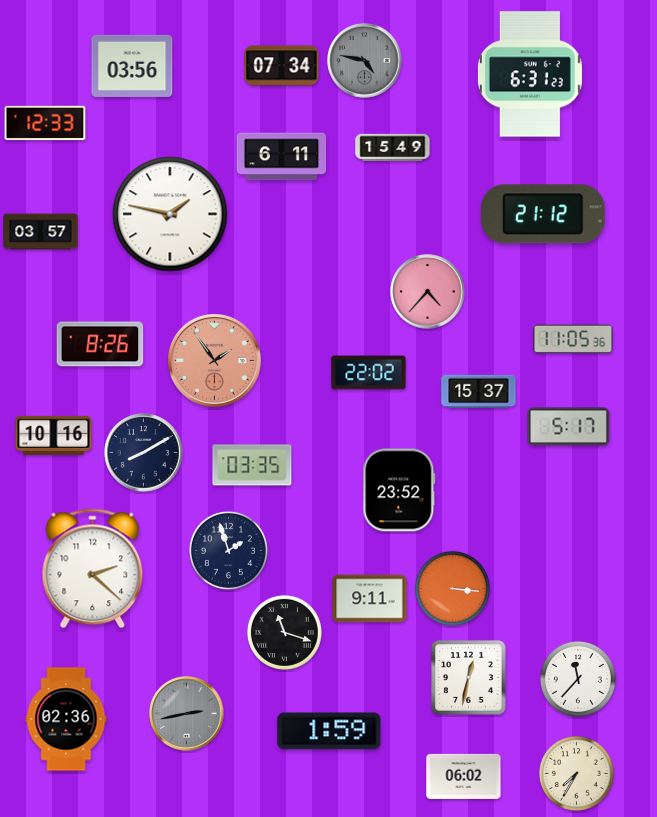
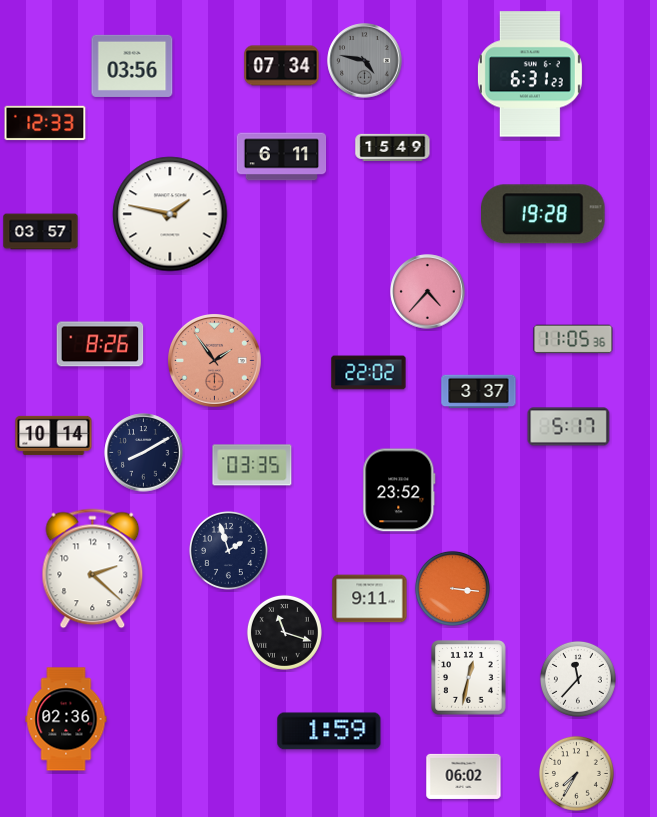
clock at (544, 214): 21:12 -> 19:28
clock at (479, 392): 15:37 -> 3:37
clock at (54, 435): 10:16 -> 10:14
clock at (187, 714): 2:43 -> none
